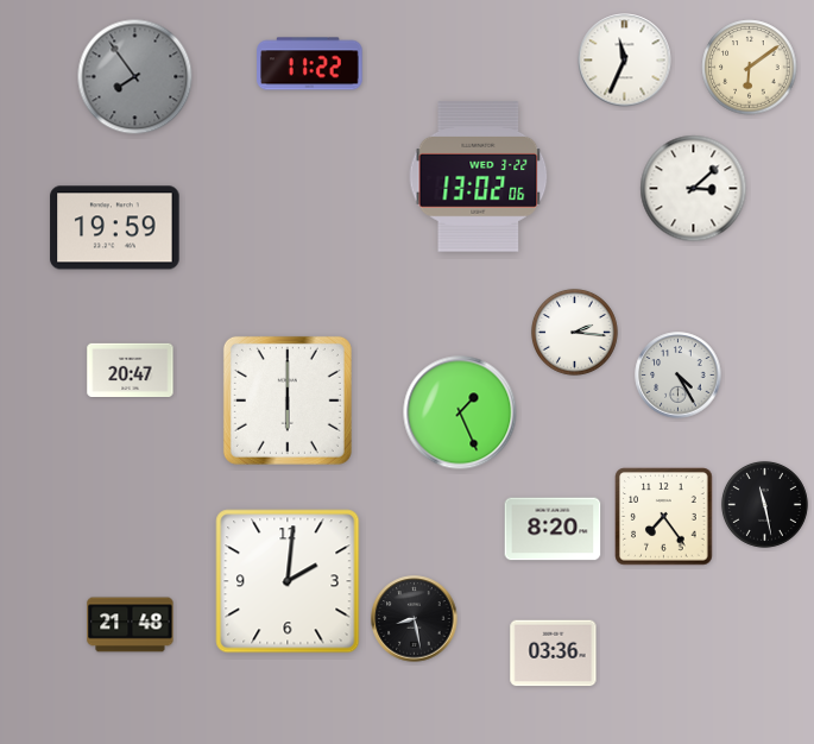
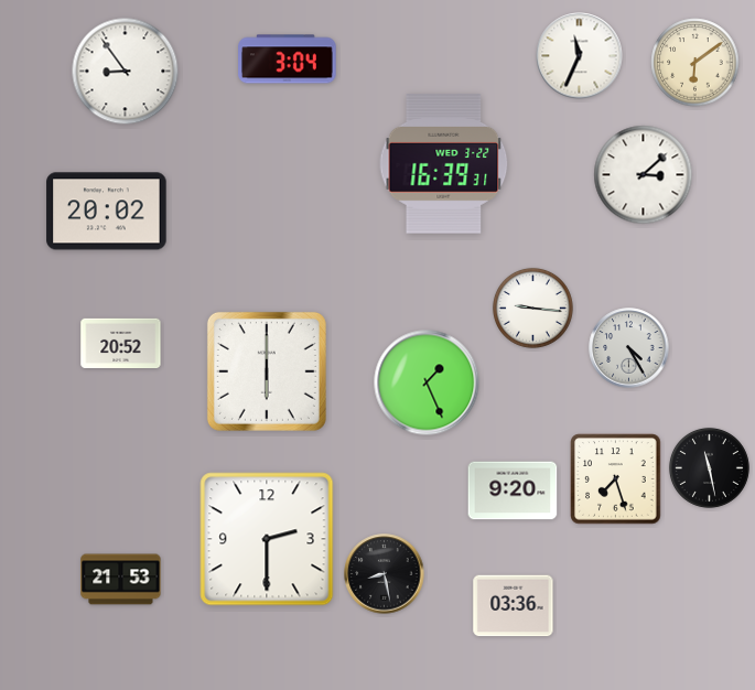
clock at (310, 64): 11:22 -> 3:04
clock at (135, 77): 7:54 -> 8:54
clock at (135, 77) dial: grey -> white
clock at (479, 177): 13:02 -> 16:39
clock at (115, 228): 19:59 -> 20:02
clock at (574, 332): 2:16 -> 9:16
clock at (131, 370): 20:47 -> 20:52
clock at (664, 517): 7:24 -> 7:27
clock at (553, 529): 8:20 -> 9:20
clock at (288, 581): 2:01 -> 2:30
clock at (131, 625): 21:48 -> 21:53
